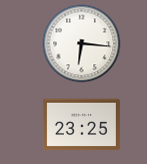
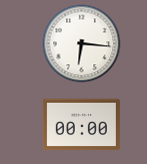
clock at (81, 125): 23:25 -> 00:00
